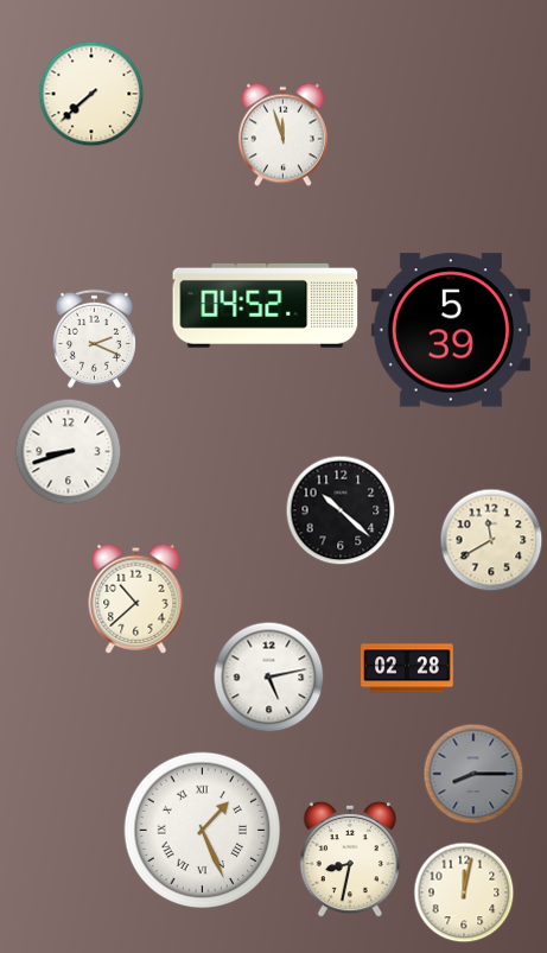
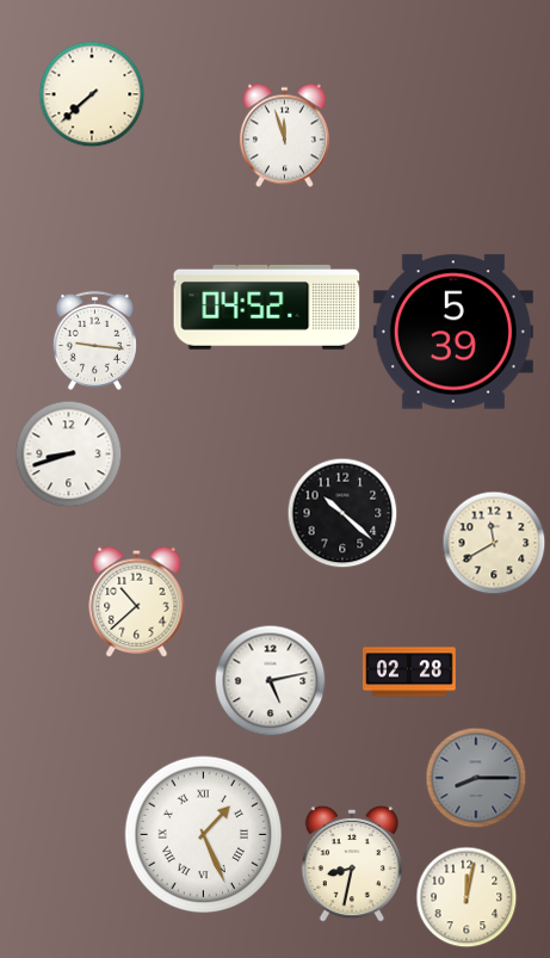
clock at (94, 338): 2:19 -> 9:16
